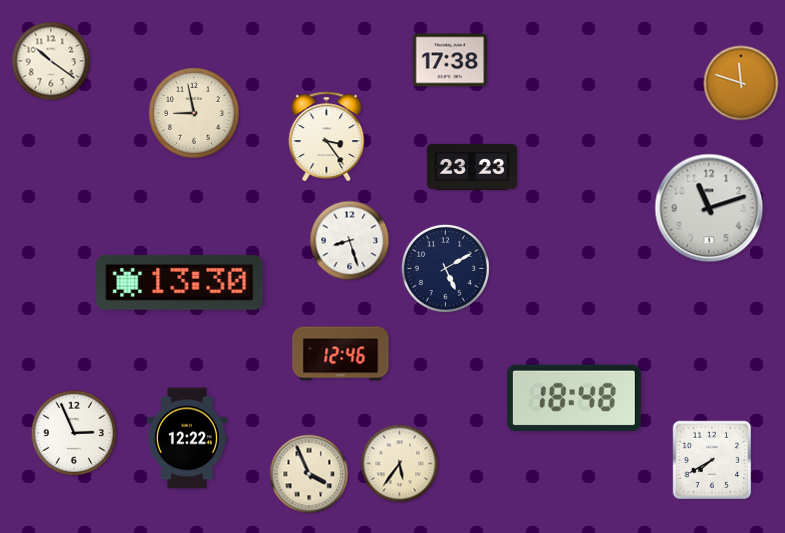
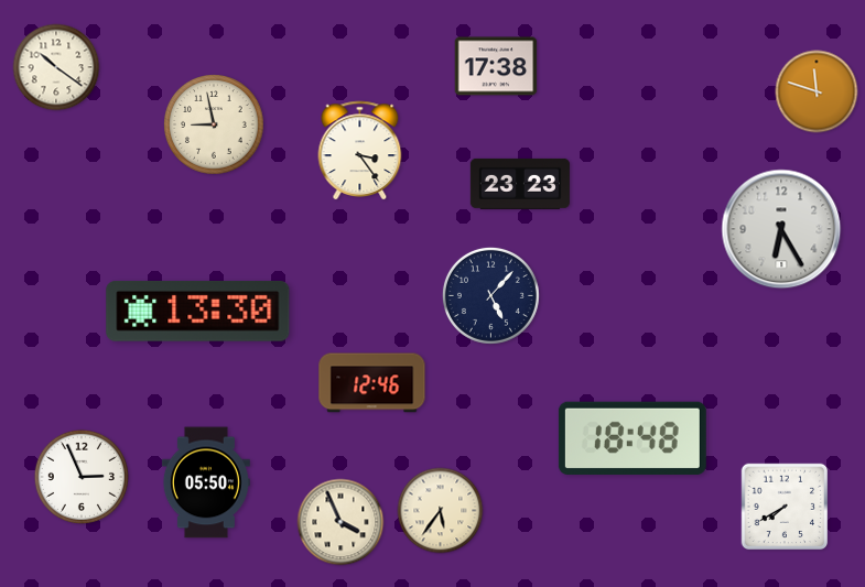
clock at (709, 208): 11:12 -> 6:25
clock at (350, 241): 8:27 -> none
clock at (445, 268): 5:10 -> 5:07
clock at (341, 354) position: (341, 354) -> (372, 383)
clock at (187, 438): 12:22 -> 05:50
